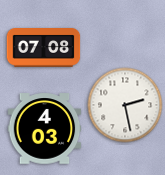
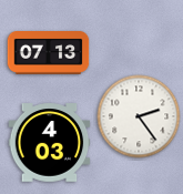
clock at (44, 48): 07:08 -> 07:13
clock at (125, 105): 2:28 -> 2:24
